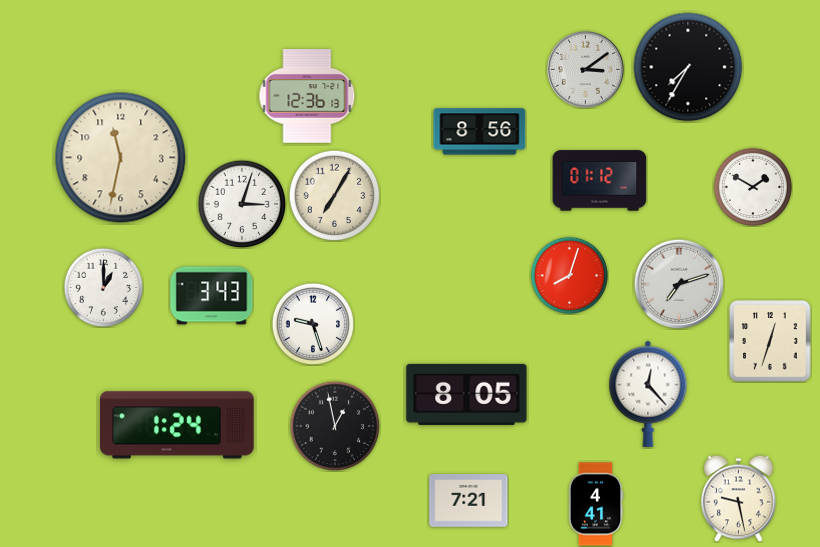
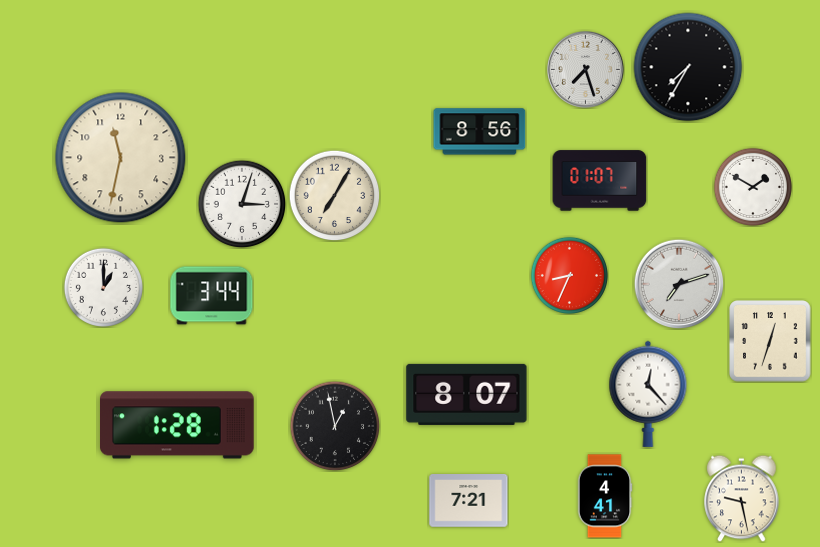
clock at (586, 70): 3:09 -> 7:27
clock at (307, 96): 12:36 -> none
clock at (600, 181): 01:12 -> 01:07
clock at (569, 275): 8:03 -> 8:34
clock at (212, 296): 3:43 -> 3:44
clock at (312, 323): 9:27 -> none
clock at (467, 394): 8:05 -> 8:07
clock at (178, 425): 1:24 -> 1:28
clock at (739, 498) position: (739, 498) -> (742, 498)
clock at (596, 504) position: (596, 504) -> (605, 496)
